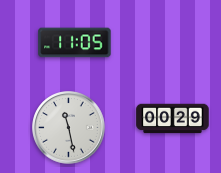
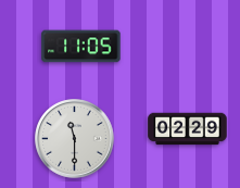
clock at (173, 119): 00:29 -> 02:29
clock at (69, 128): 11:28 -> 11:30
